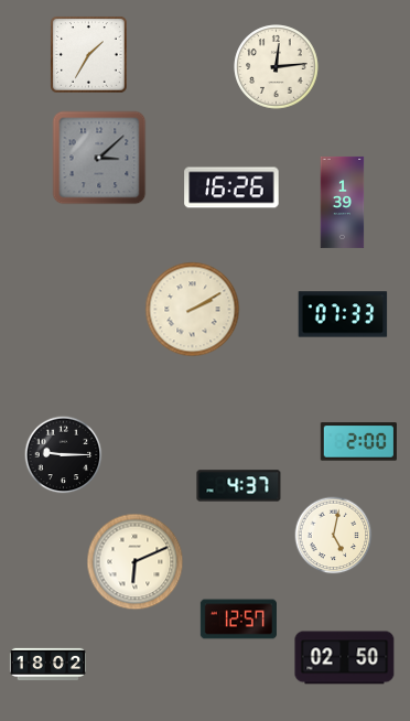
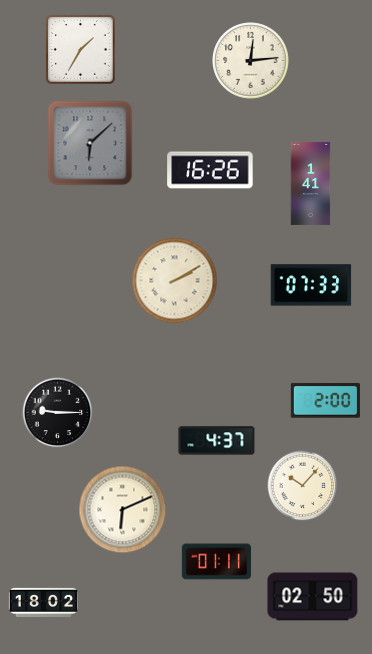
clock at (99, 158): 3:08 -> 6:08
clock at (343, 202): 1:39 -> 1:41
clock at (334, 536): 5:02 -> 10:07
clock at (238, 620): 12:57 -> 01:11
